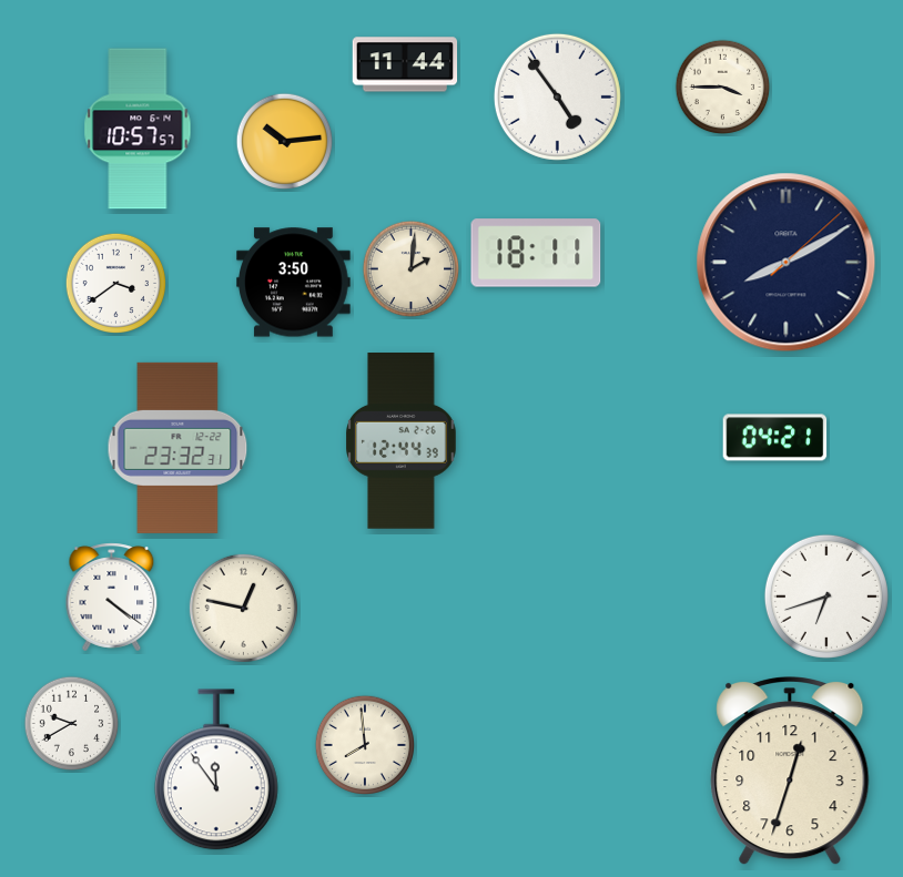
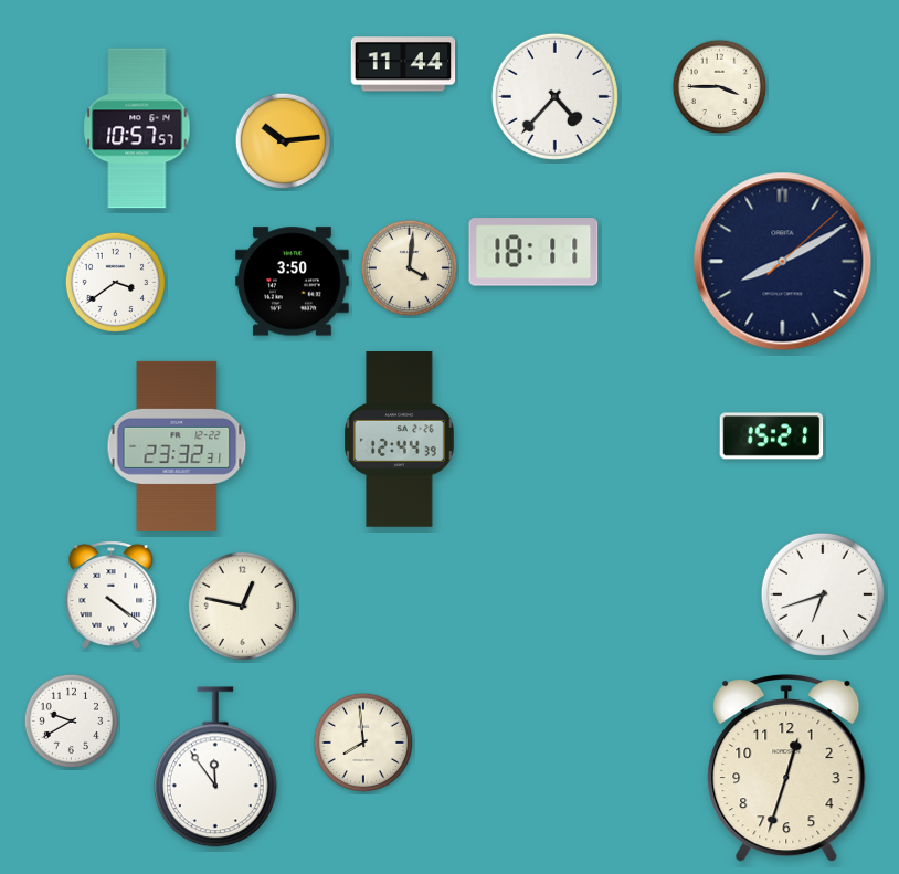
clock at (557, 96): 4:54 -> 4:37
clock at (412, 269): 2:01 -> 4:01
clock at (775, 438): 04:21 -> 15:21
